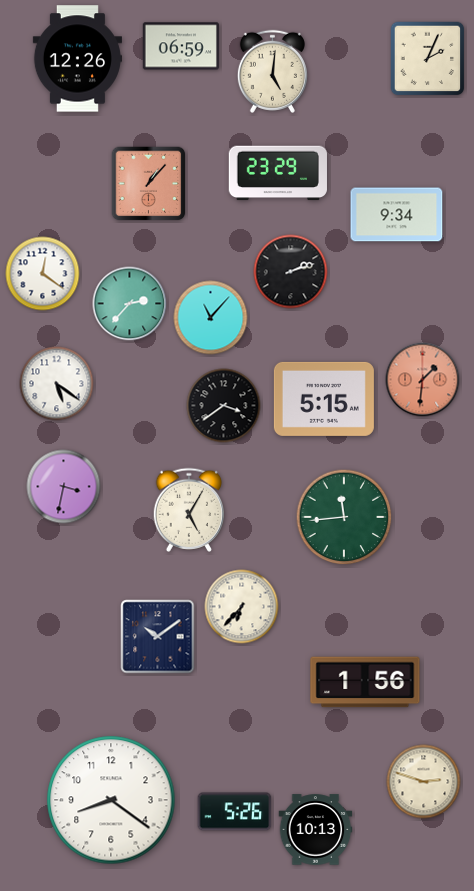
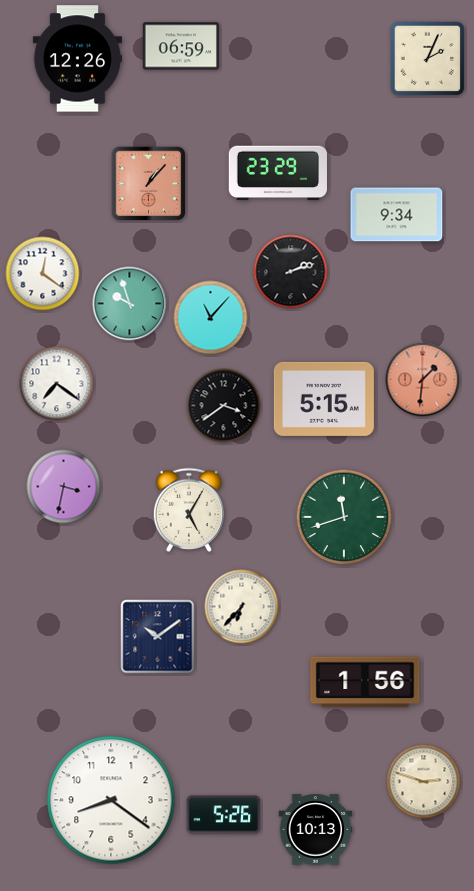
clock at (272, 71): 5:01 -> none
clock at (130, 304): 2:37 -> 9:57
clock at (57, 384): 5:21 -> 7:21
clock at (344, 517): 11:44 -> 11:42
clock at (235, 812) position: (235, 812) -> (224, 815)
